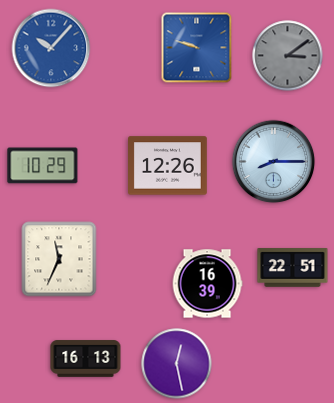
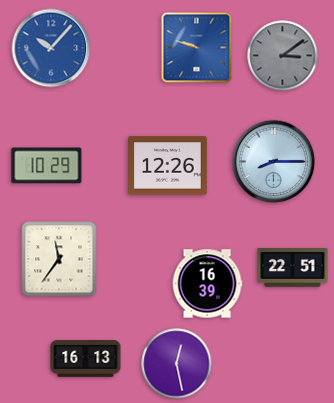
clock at (288, 56) position: (288, 56) -> (283, 56)
clock at (43, 166) position: (43, 166) -> (47, 166)
clock at (59, 259): 11:34 -> 11:36
